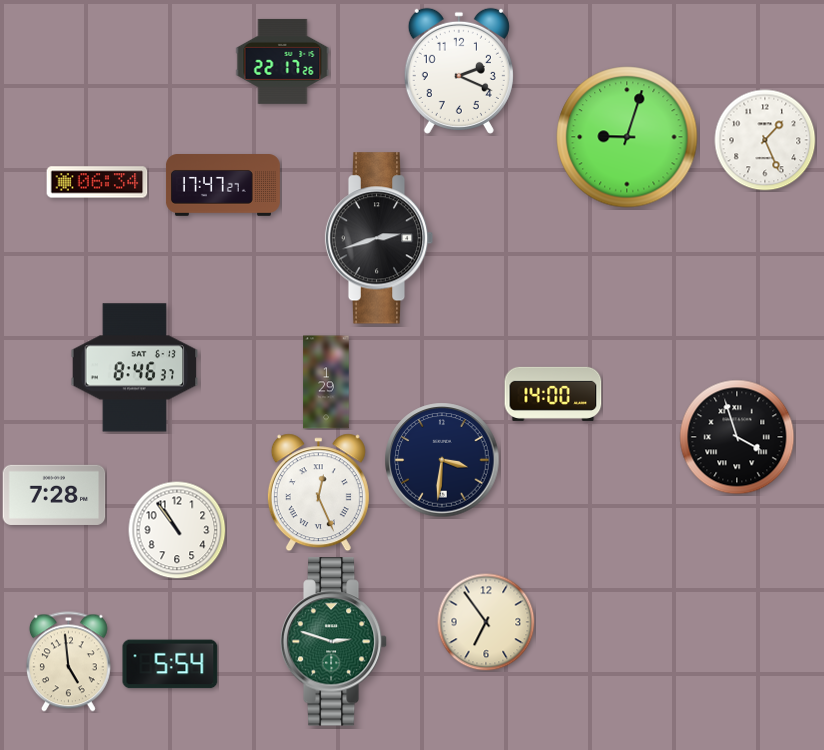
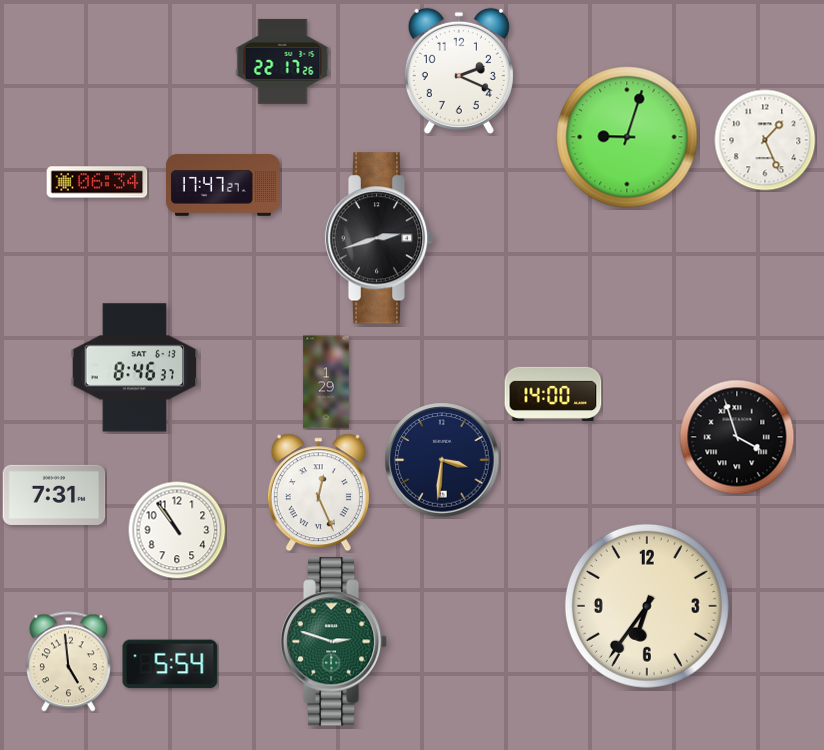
clock at (54, 495): 7:28 -> 7:31
clock at (647, 606): none -> 6:36
clock at (486, 622): 6:54 -> none
